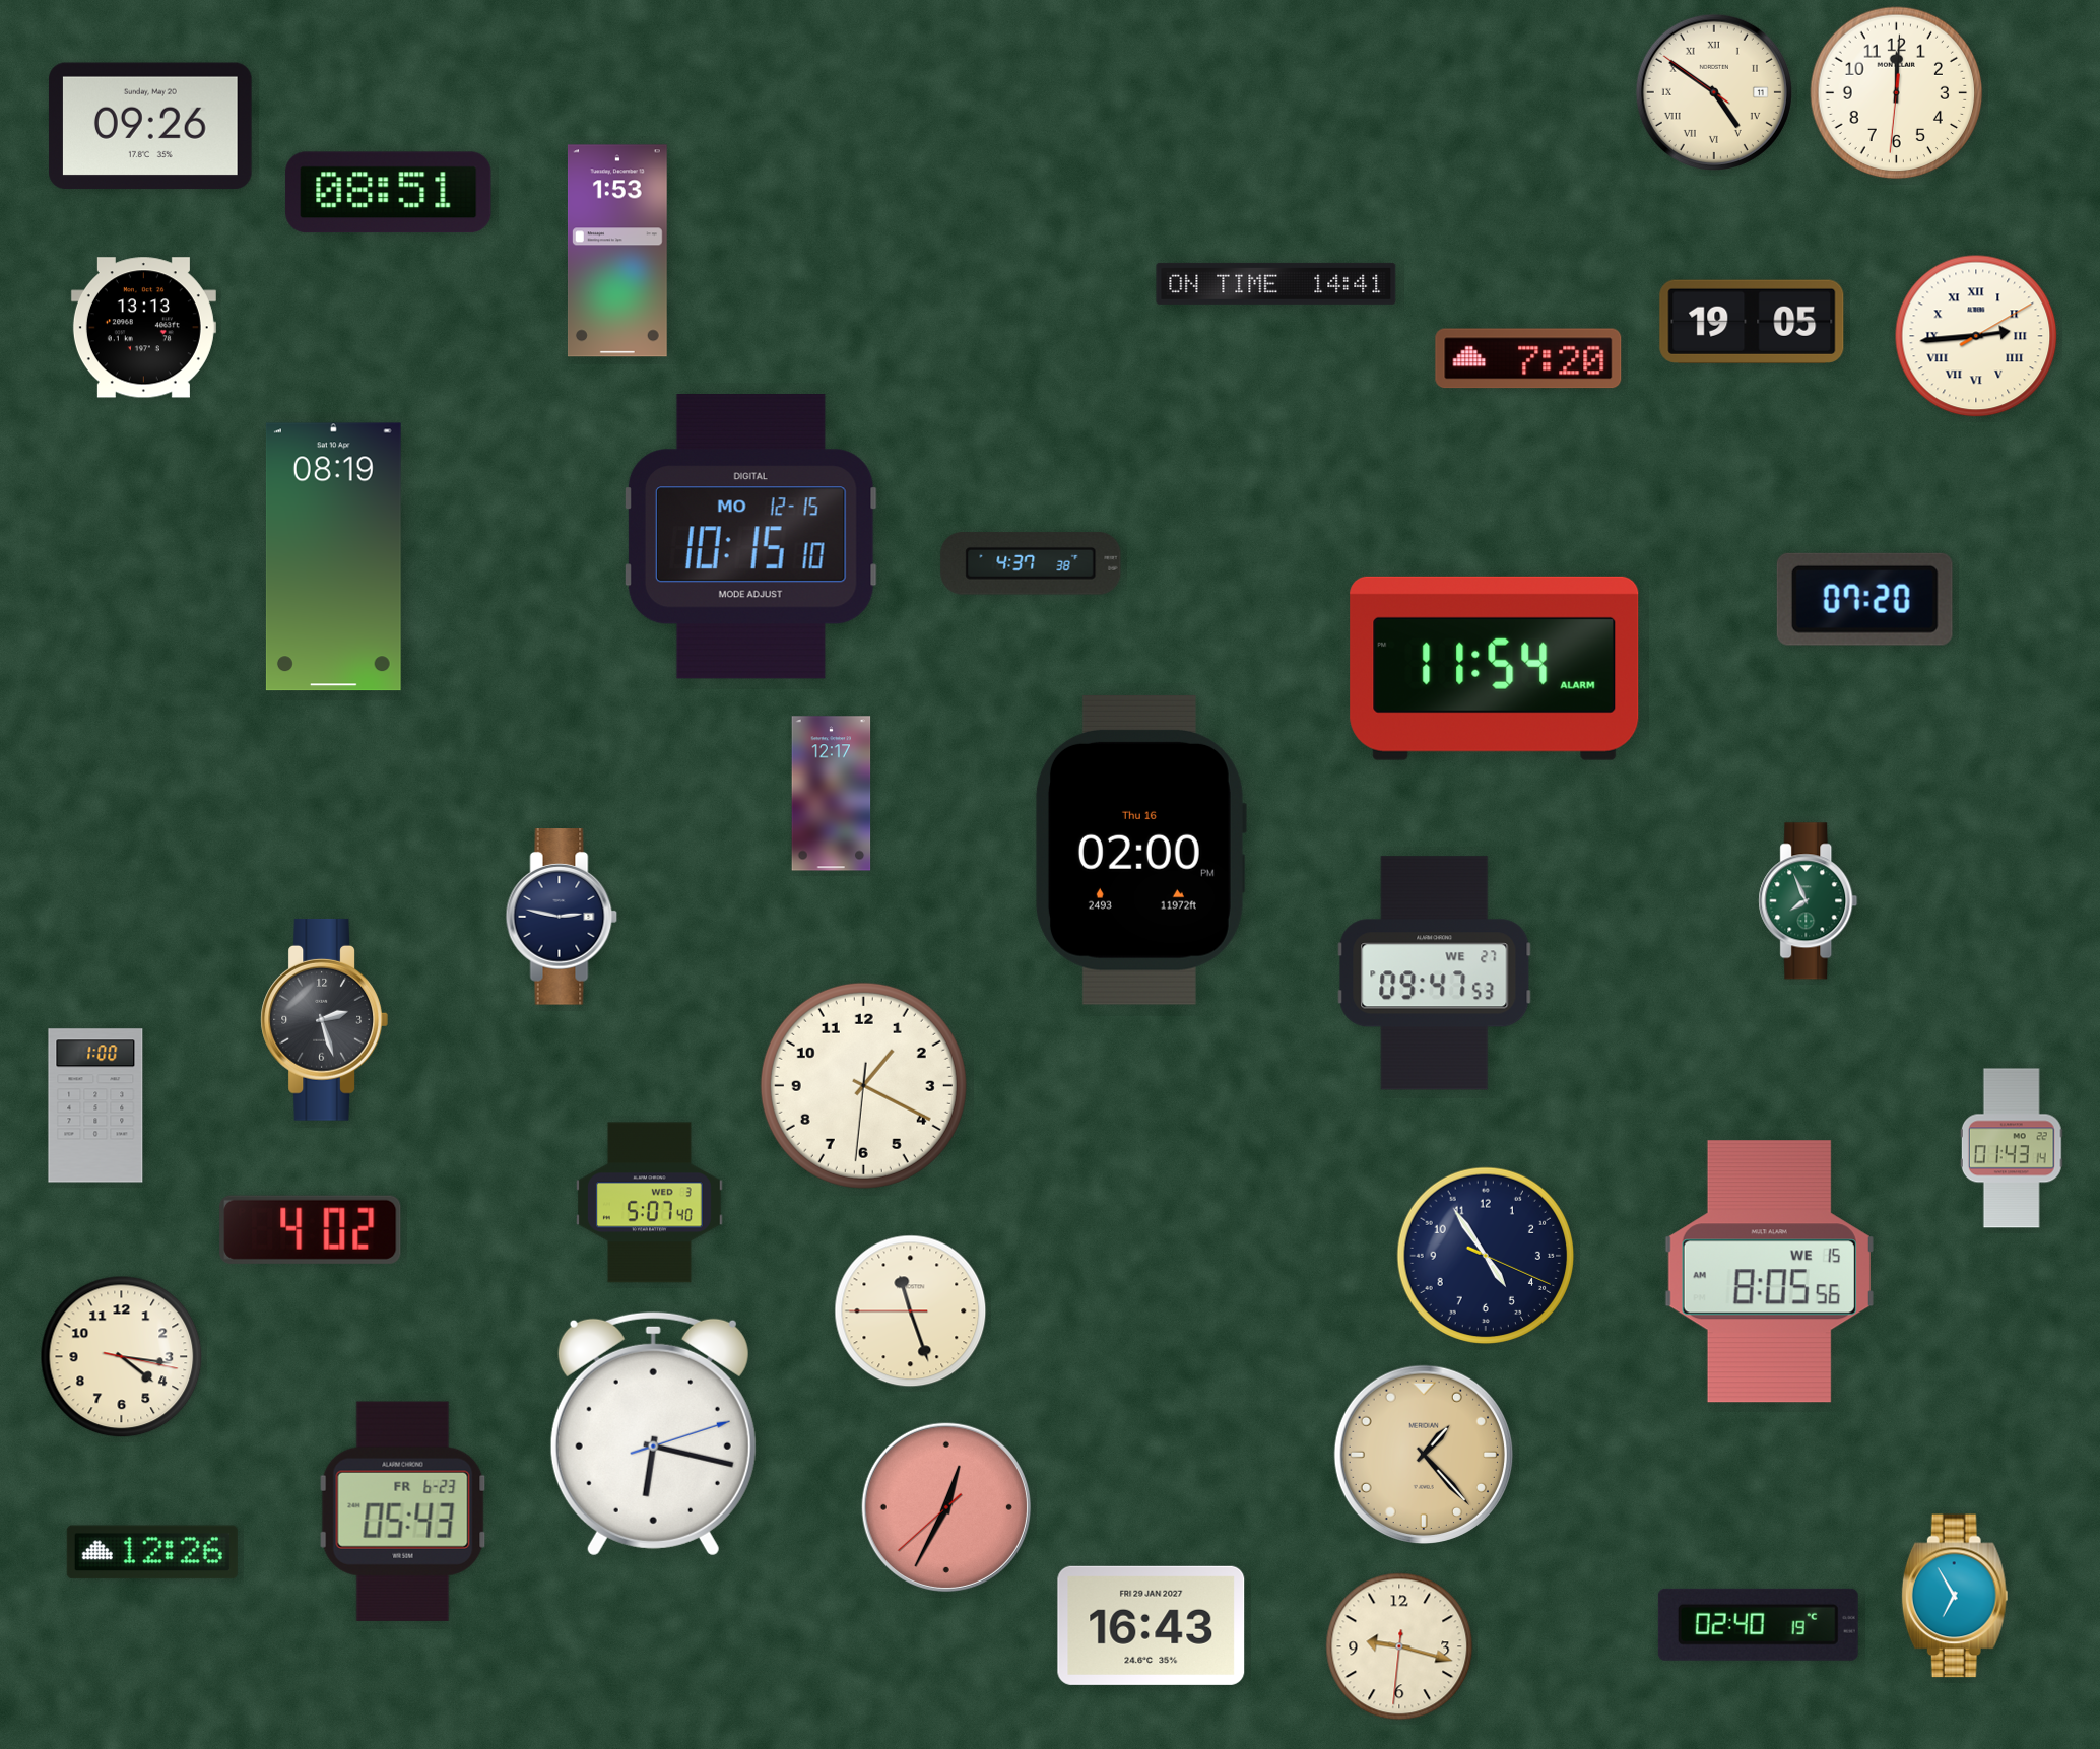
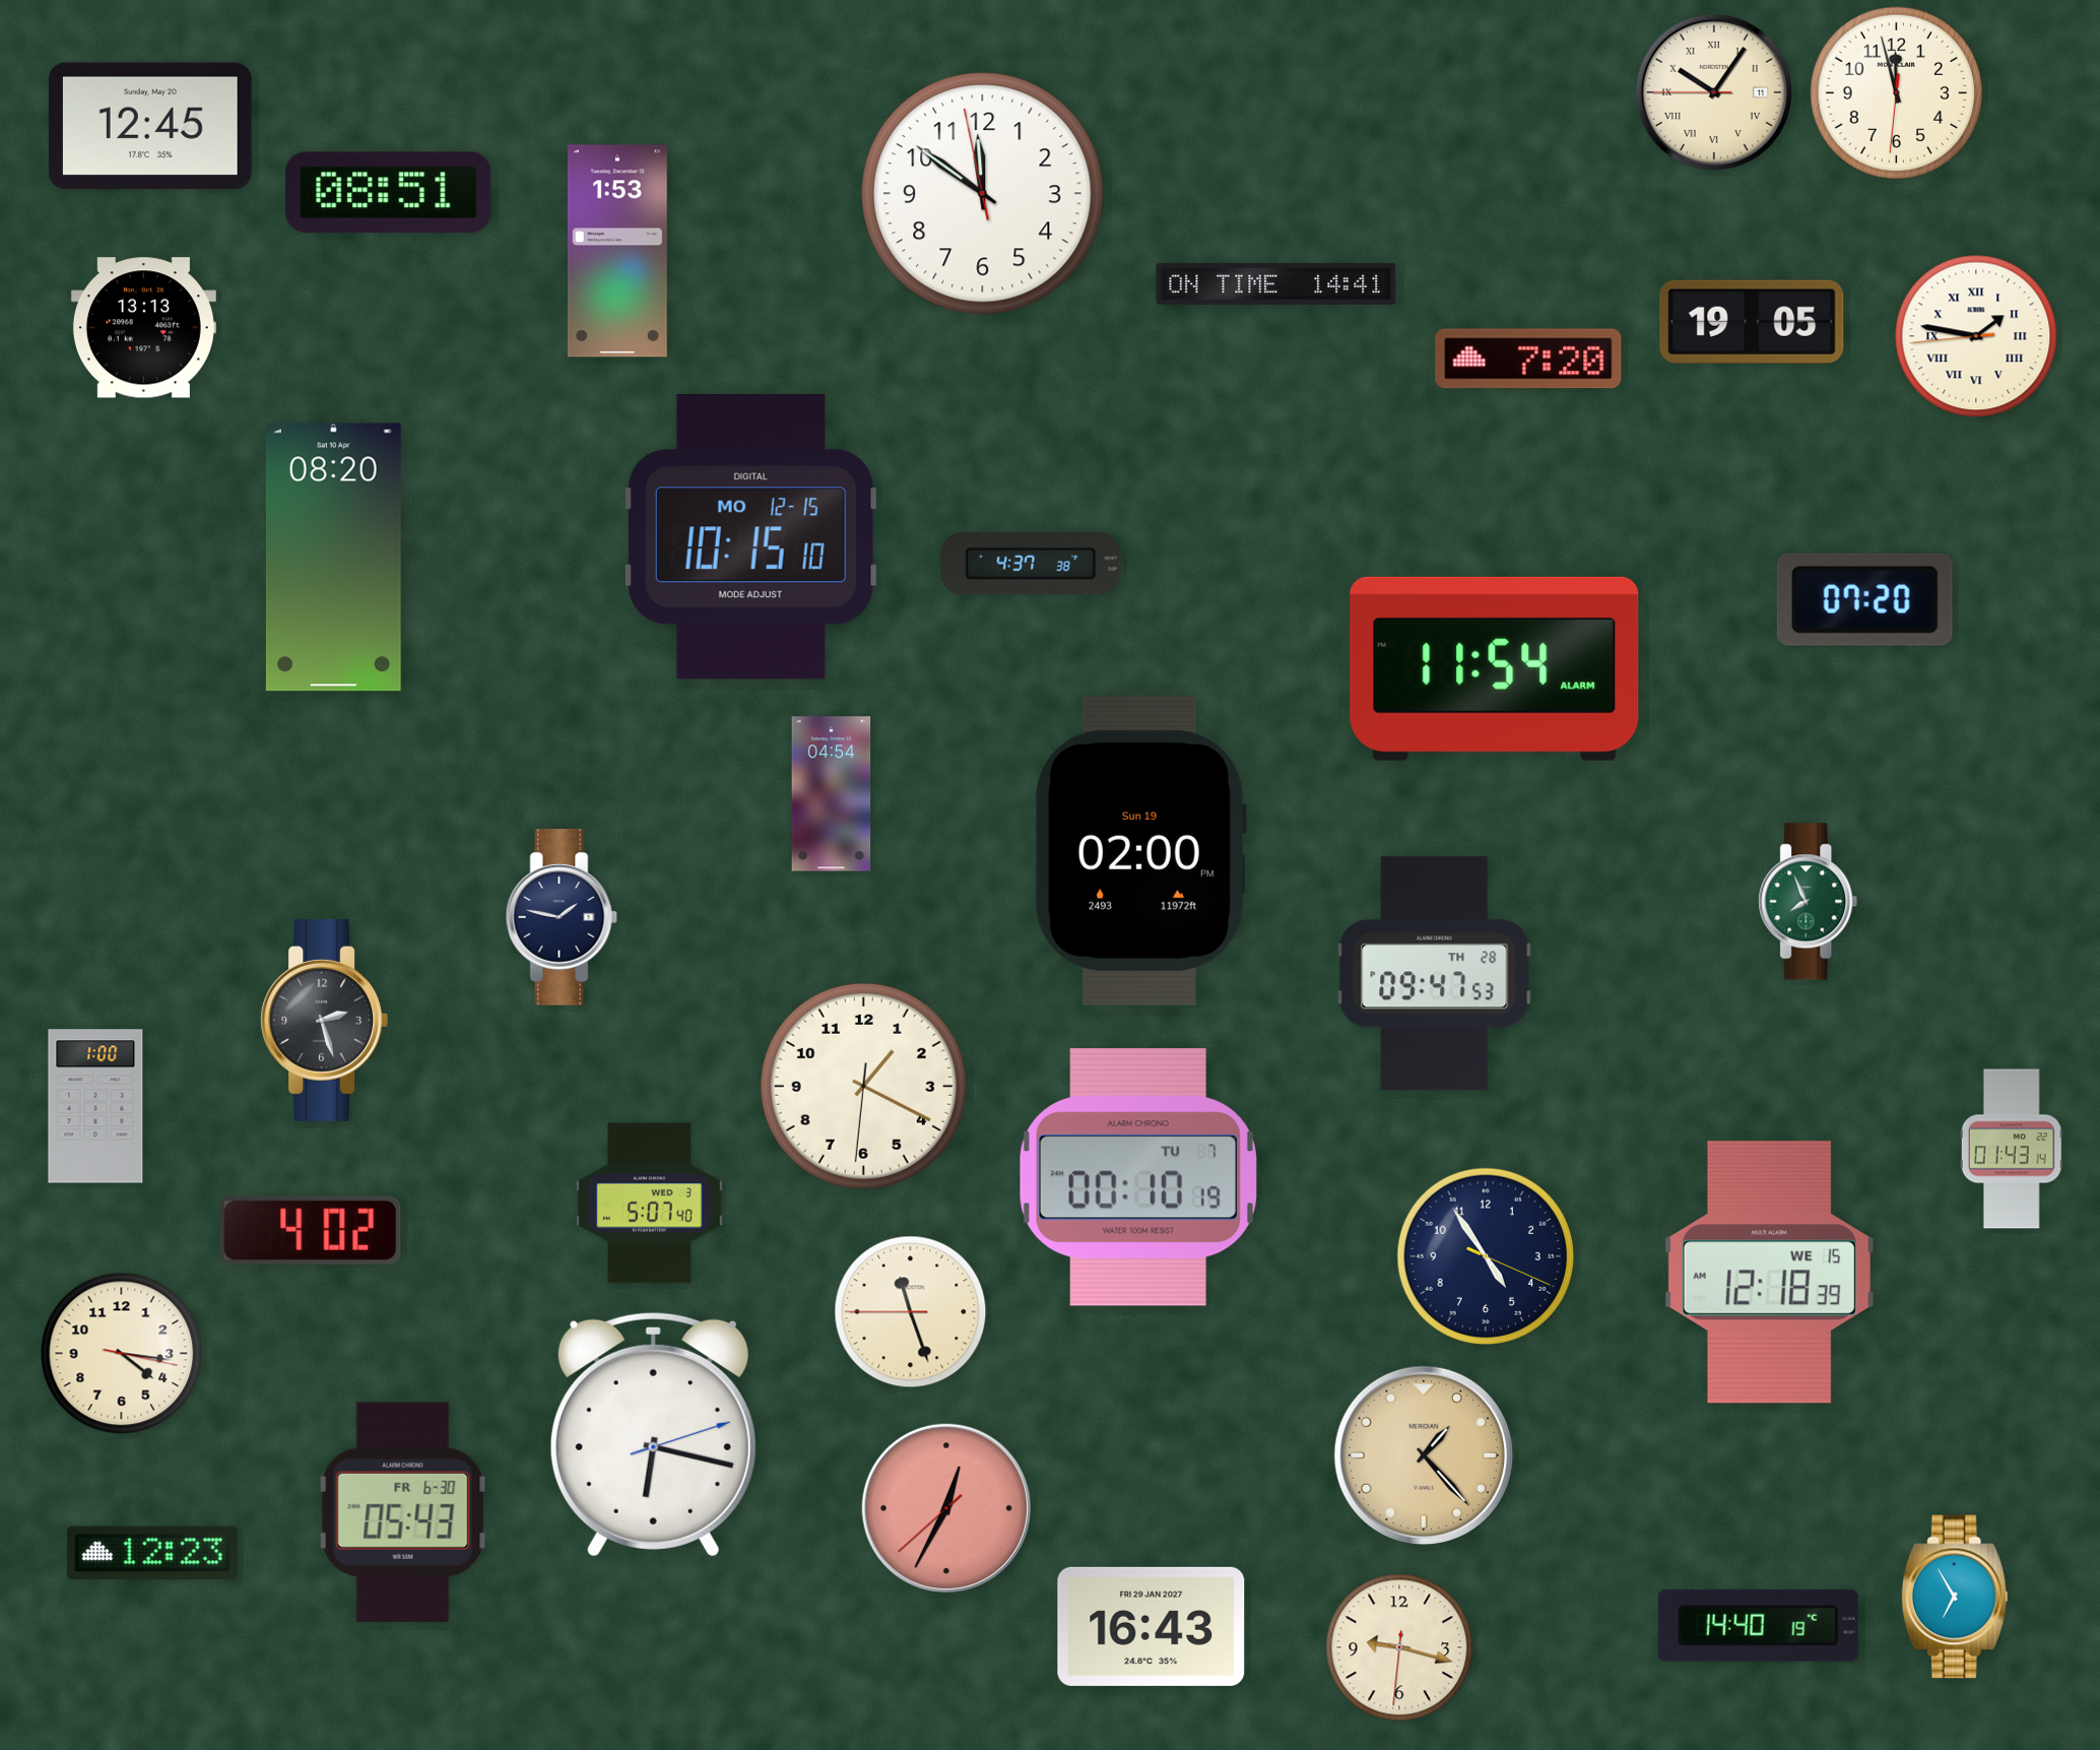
clock at (1714, 92): 4:50 -> 10:05
clock at (1897, 93): 12:00 -> 11:57
clock at (150, 126): 09:26 -> 12:45
clock at (983, 194): none -> 11:50
clock at (1976, 336): 2:44 -> 1:46
clock at (333, 557): 08:19 -> 08:20
clock at (832, 794): 12:17 -> 04:54
clock at (1140, 850) date: Thu 16 -> Sun 19
clock at (562, 917): 2:47 -> 1:47
clock at (1435, 973) date: WE 27 -> TH 28
clock at (1138, 1177): none -> 00:10
clock at (1769, 1272): 8:05 -> 12:18
clock at (122, 1357) position: (122, 1357) -> (122, 1354)
clock at (403, 1511) date: FR 6-23 -> FR 6-30
clock at (152, 1552): 12:26 -> 12:23
clock at (1758, 1624): 02:40 -> 14:40
